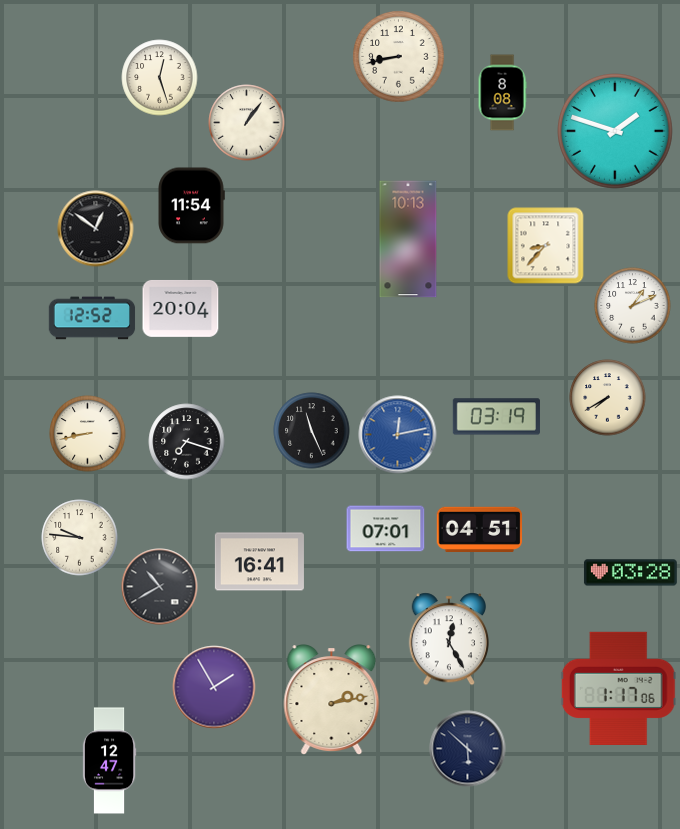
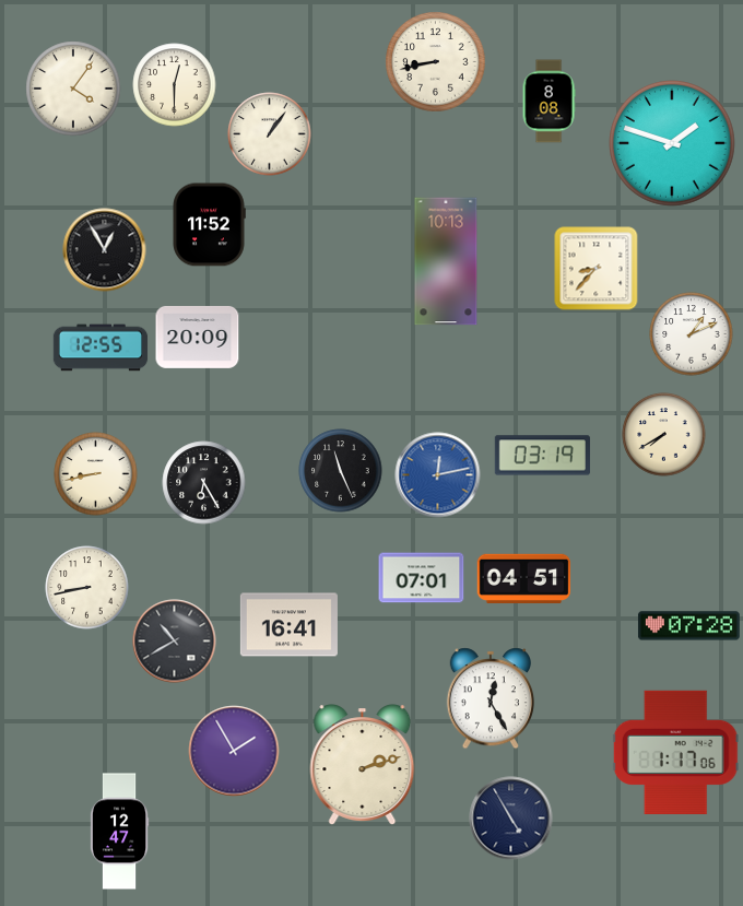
clock at (160, 78): 12:27 -> 12:30
clock at (73, 89): none -> 4:06
clock at (191, 206): 11:54 -> 11:52
clock at (96, 229): 12:51 -> 12:55
clock at (181, 308): 20:04 -> 20:09
clock at (92, 318): 12:52 -> 12:55
clock at (398, 435) position: (398, 435) -> (438, 475)
clock at (187, 442): 7:18 -> 6:25
clock at (80, 538): 9:46 -> 8:43
clock at (259, 562) position: (259, 562) -> (288, 625)
clock at (631, 573): 03:28 -> 07:28
clock at (332, 700): 2:13 -> 2:12
clock at (468, 749): 5:52 -> 4:55
